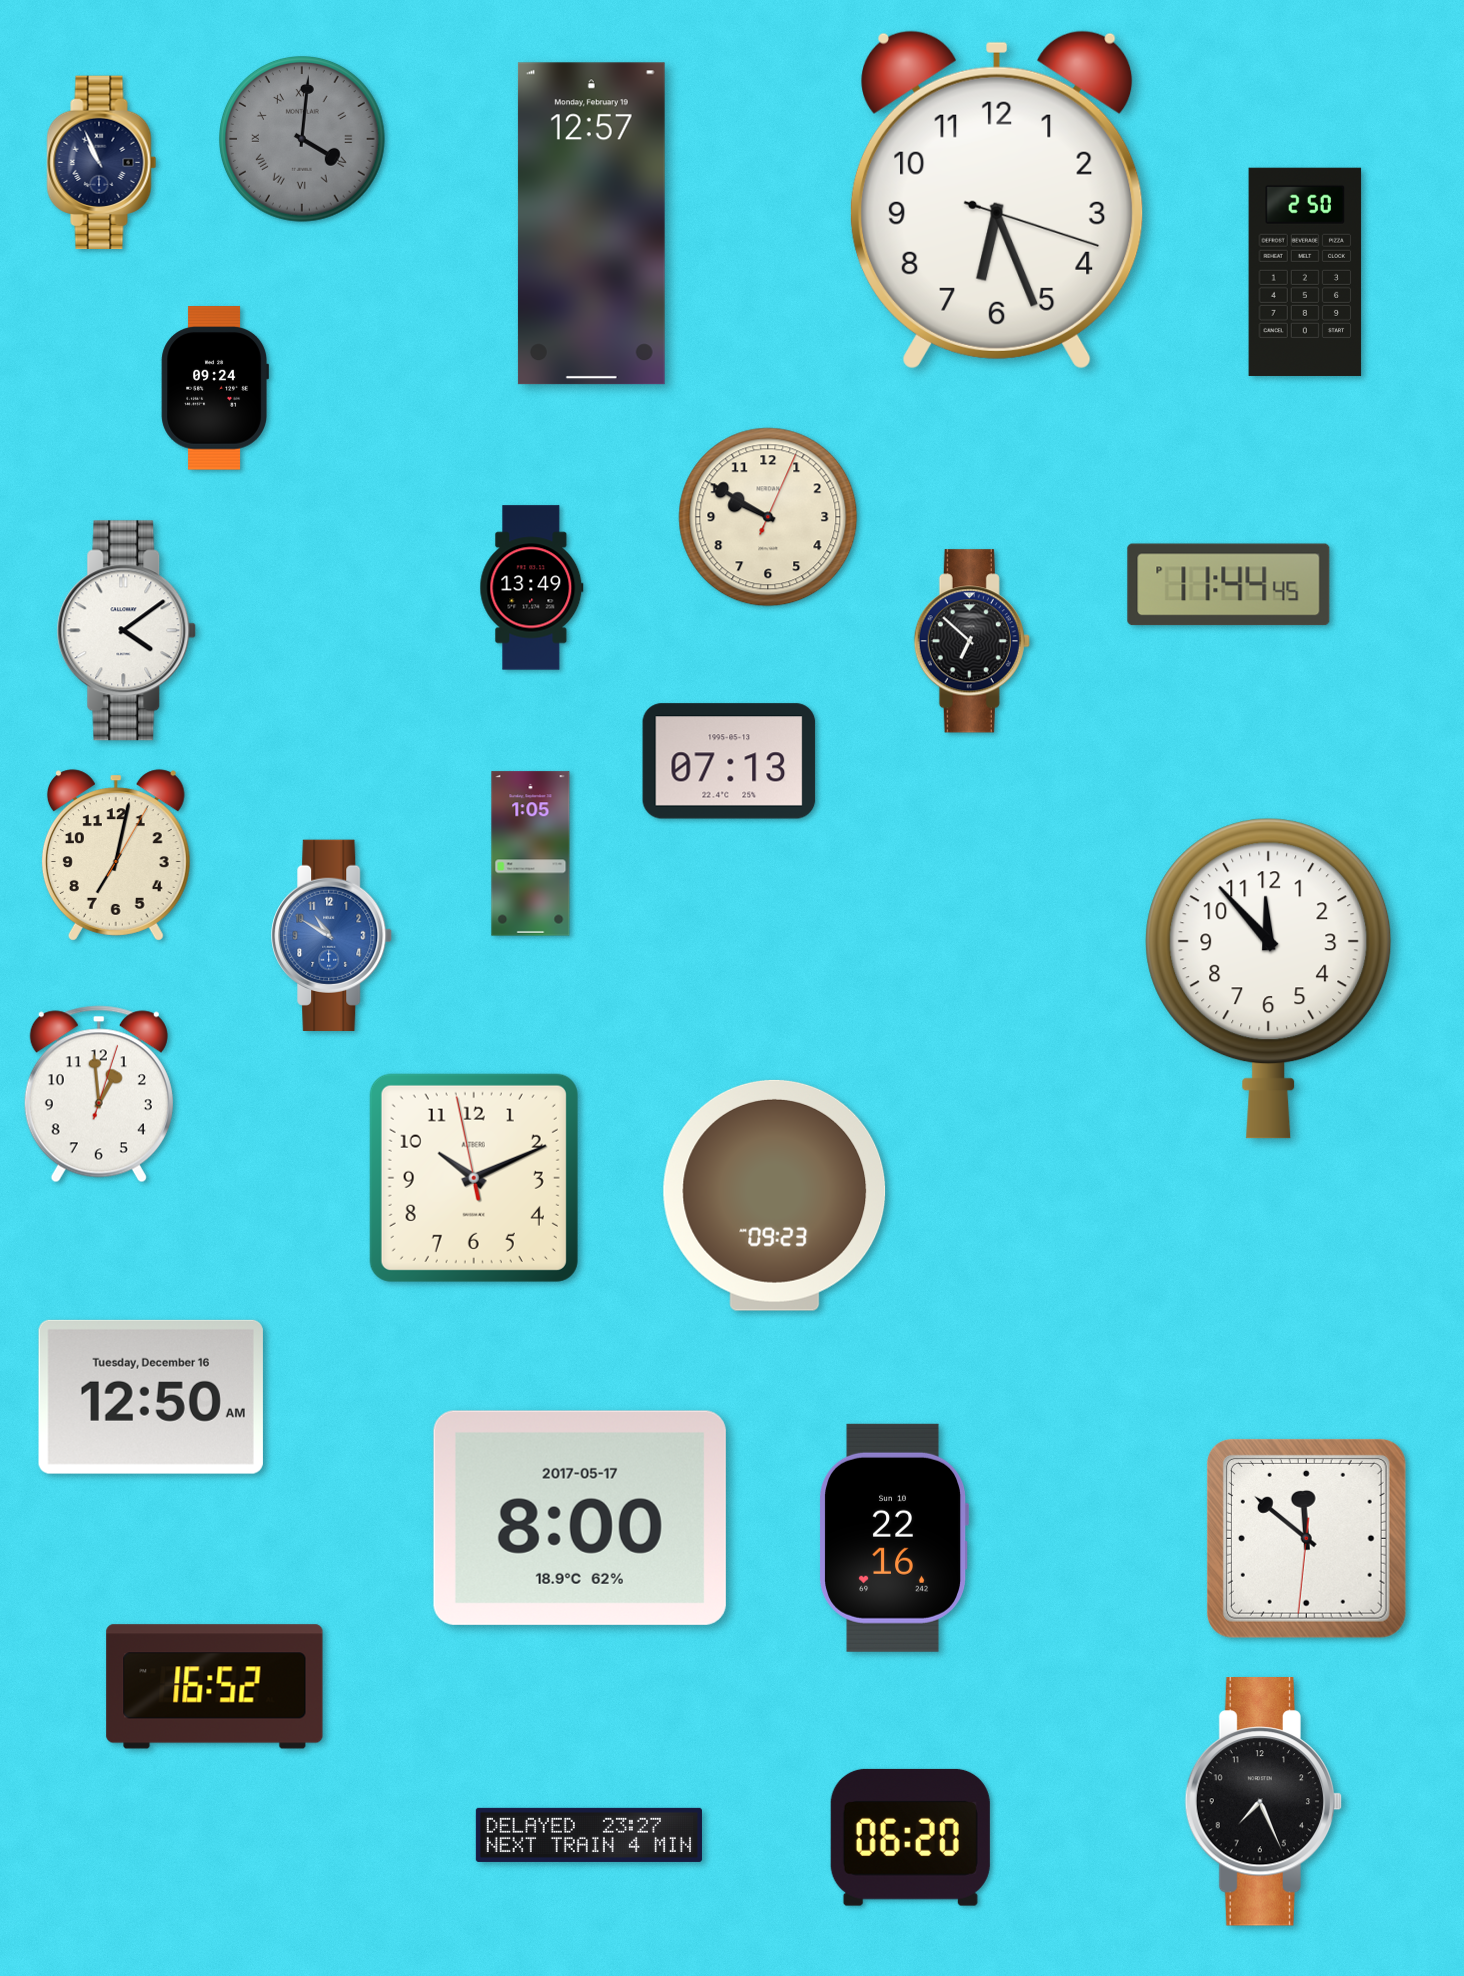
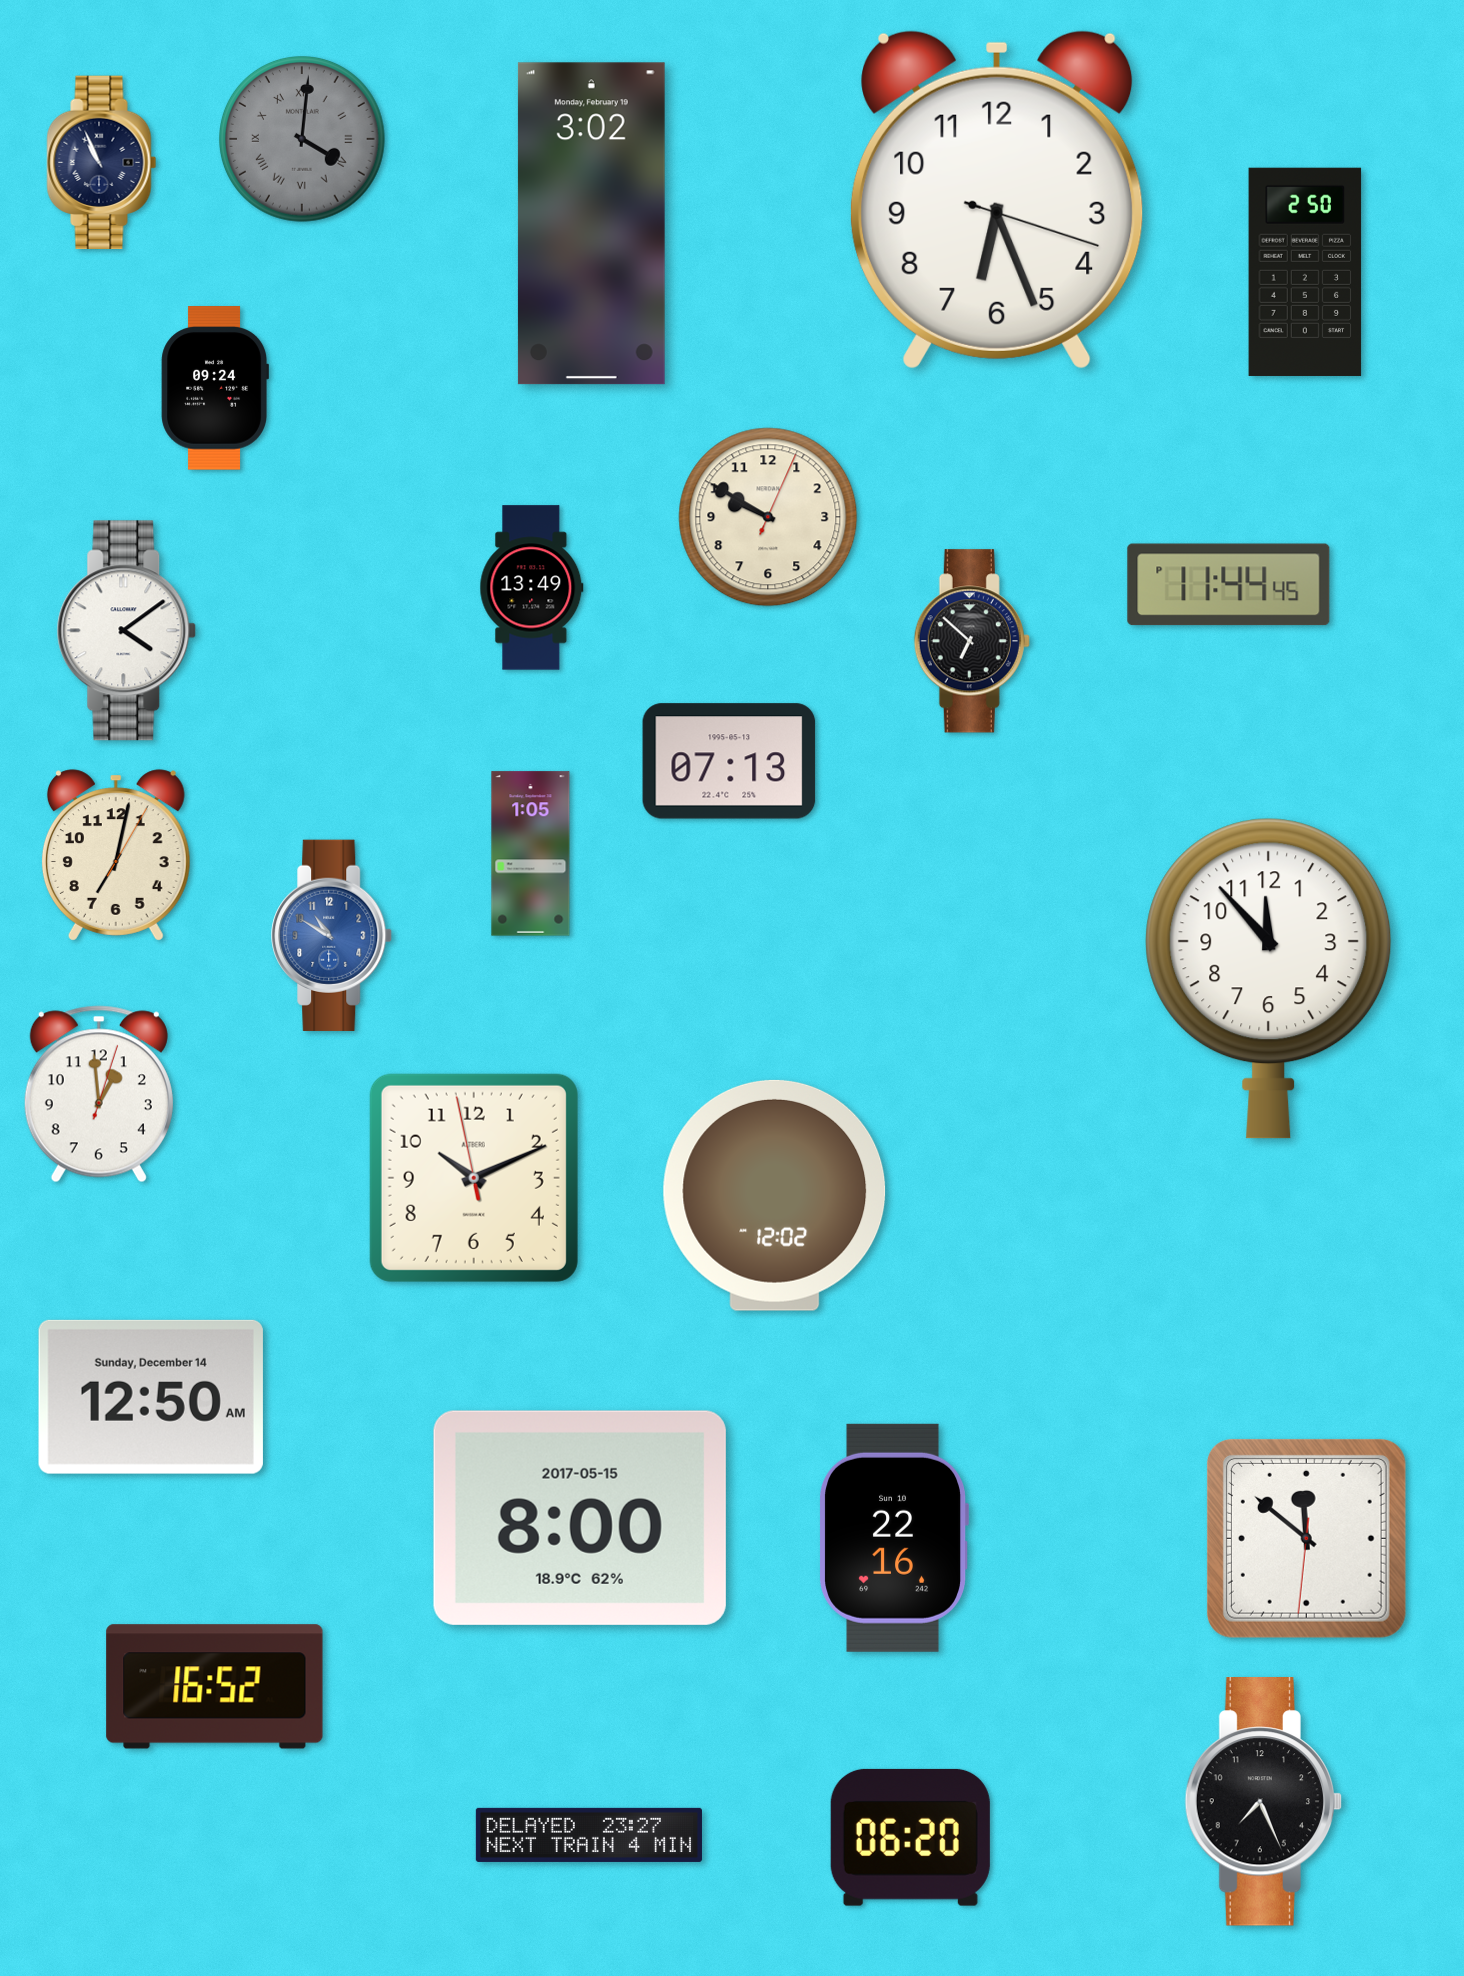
clock at (591, 224): 12:57 -> 3:02
clock at (775, 1195): 09:23 -> 12:02
clock at (151, 1397) date: Tuesday, December 16 -> Sunday, December 14
clock at (580, 1518) date: 2017-05-17 -> 2017-05-15
